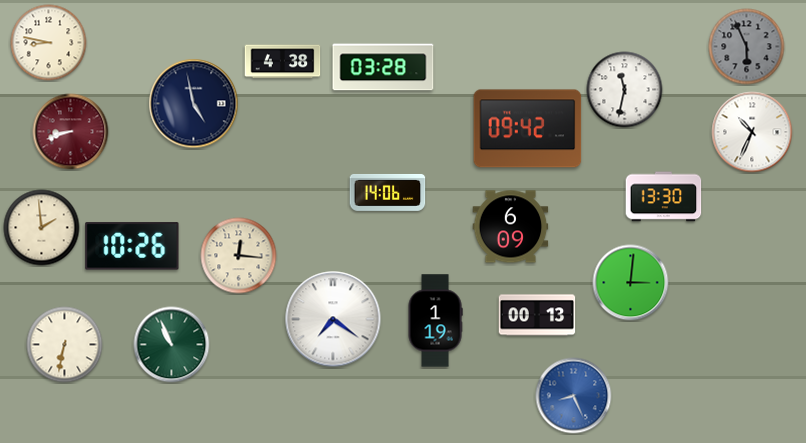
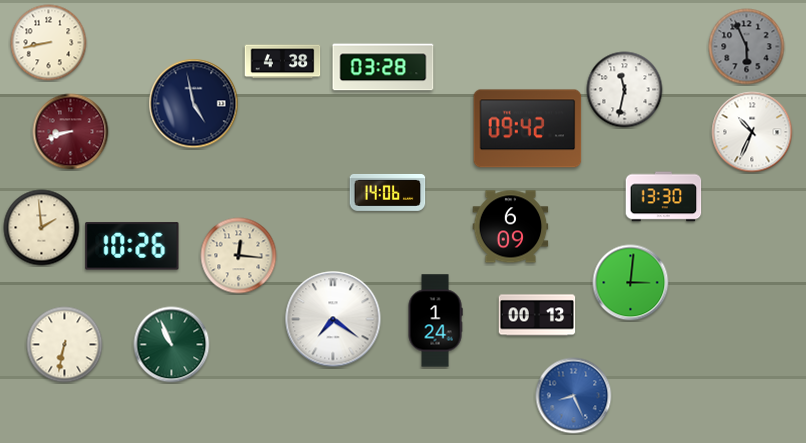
clock at (49, 43): 8:47 -> 8:43
clock at (435, 321): 1:19 -> 1:24
